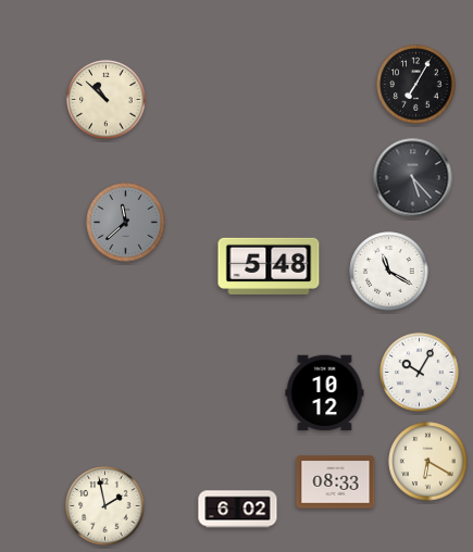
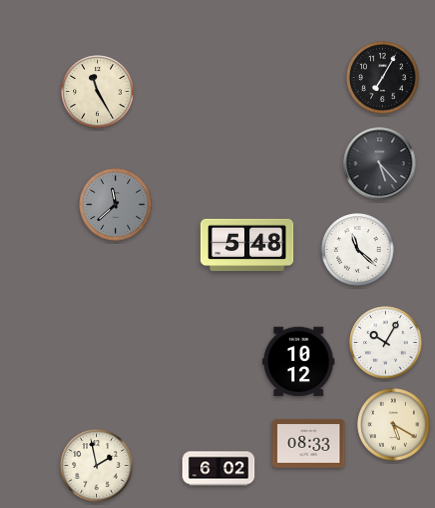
clock at (107, 100): 10:52 -> 11:25
clock at (389, 272): 11:20 -> 11:22
clock at (428, 462): 6:20 -> 5:20
